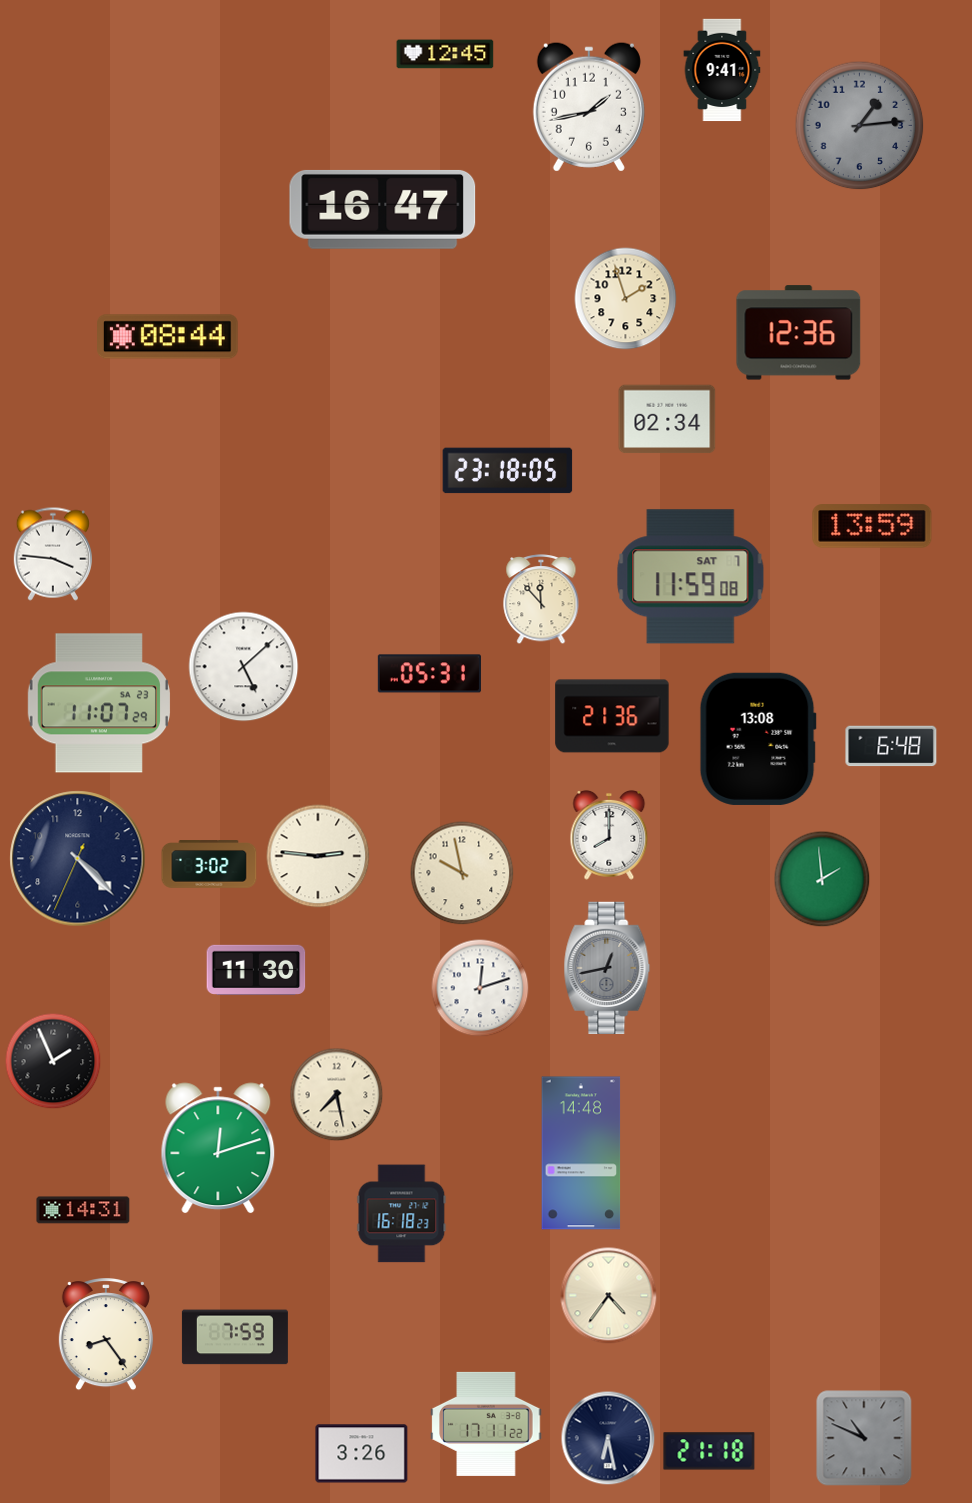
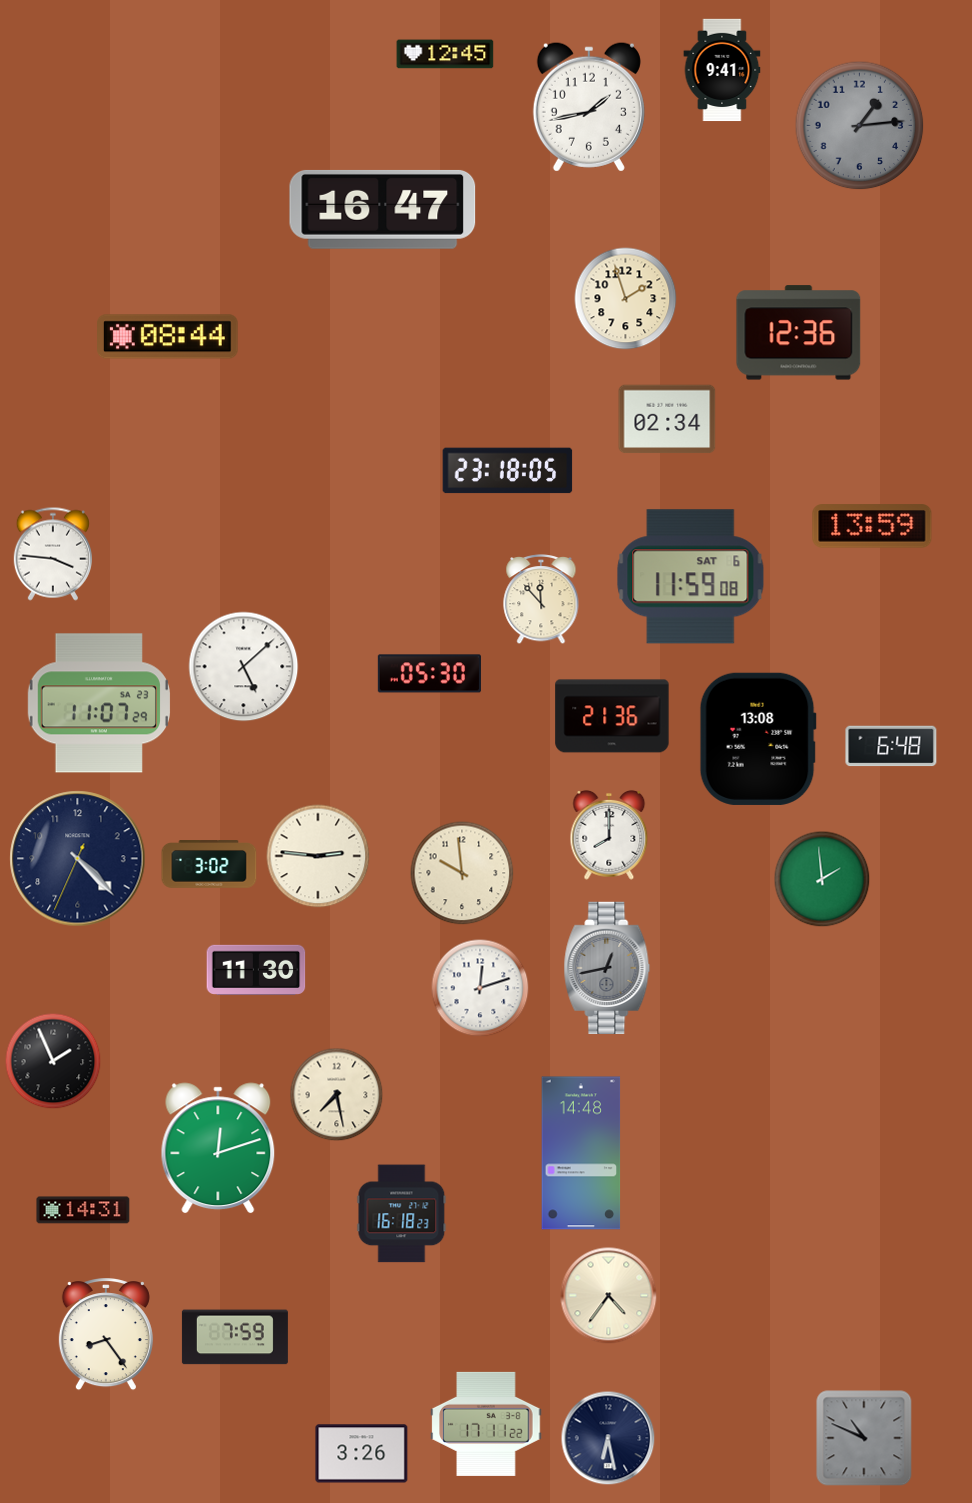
clock at (691, 577) date: SAT 7 -> SAT 6
clock at (429, 674): 05:31 -> 05:30
clock at (462, 873): 9:58 -> 9:59
clock at (709, 1451): 21:18 -> none
